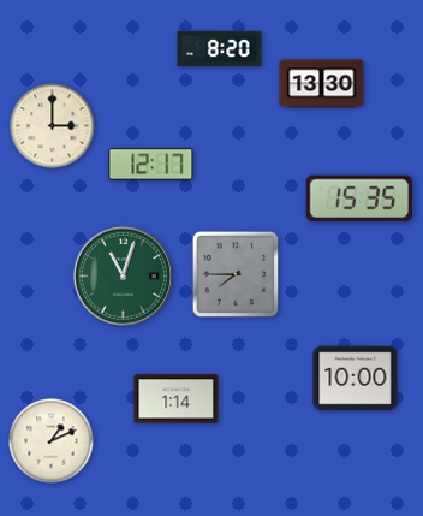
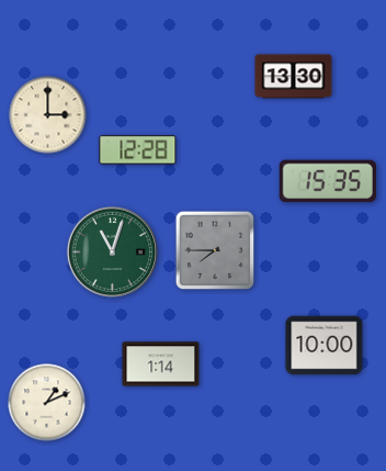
clock at (220, 49): 8:20 -> none
clock at (151, 165): 12:17 -> 12:28
